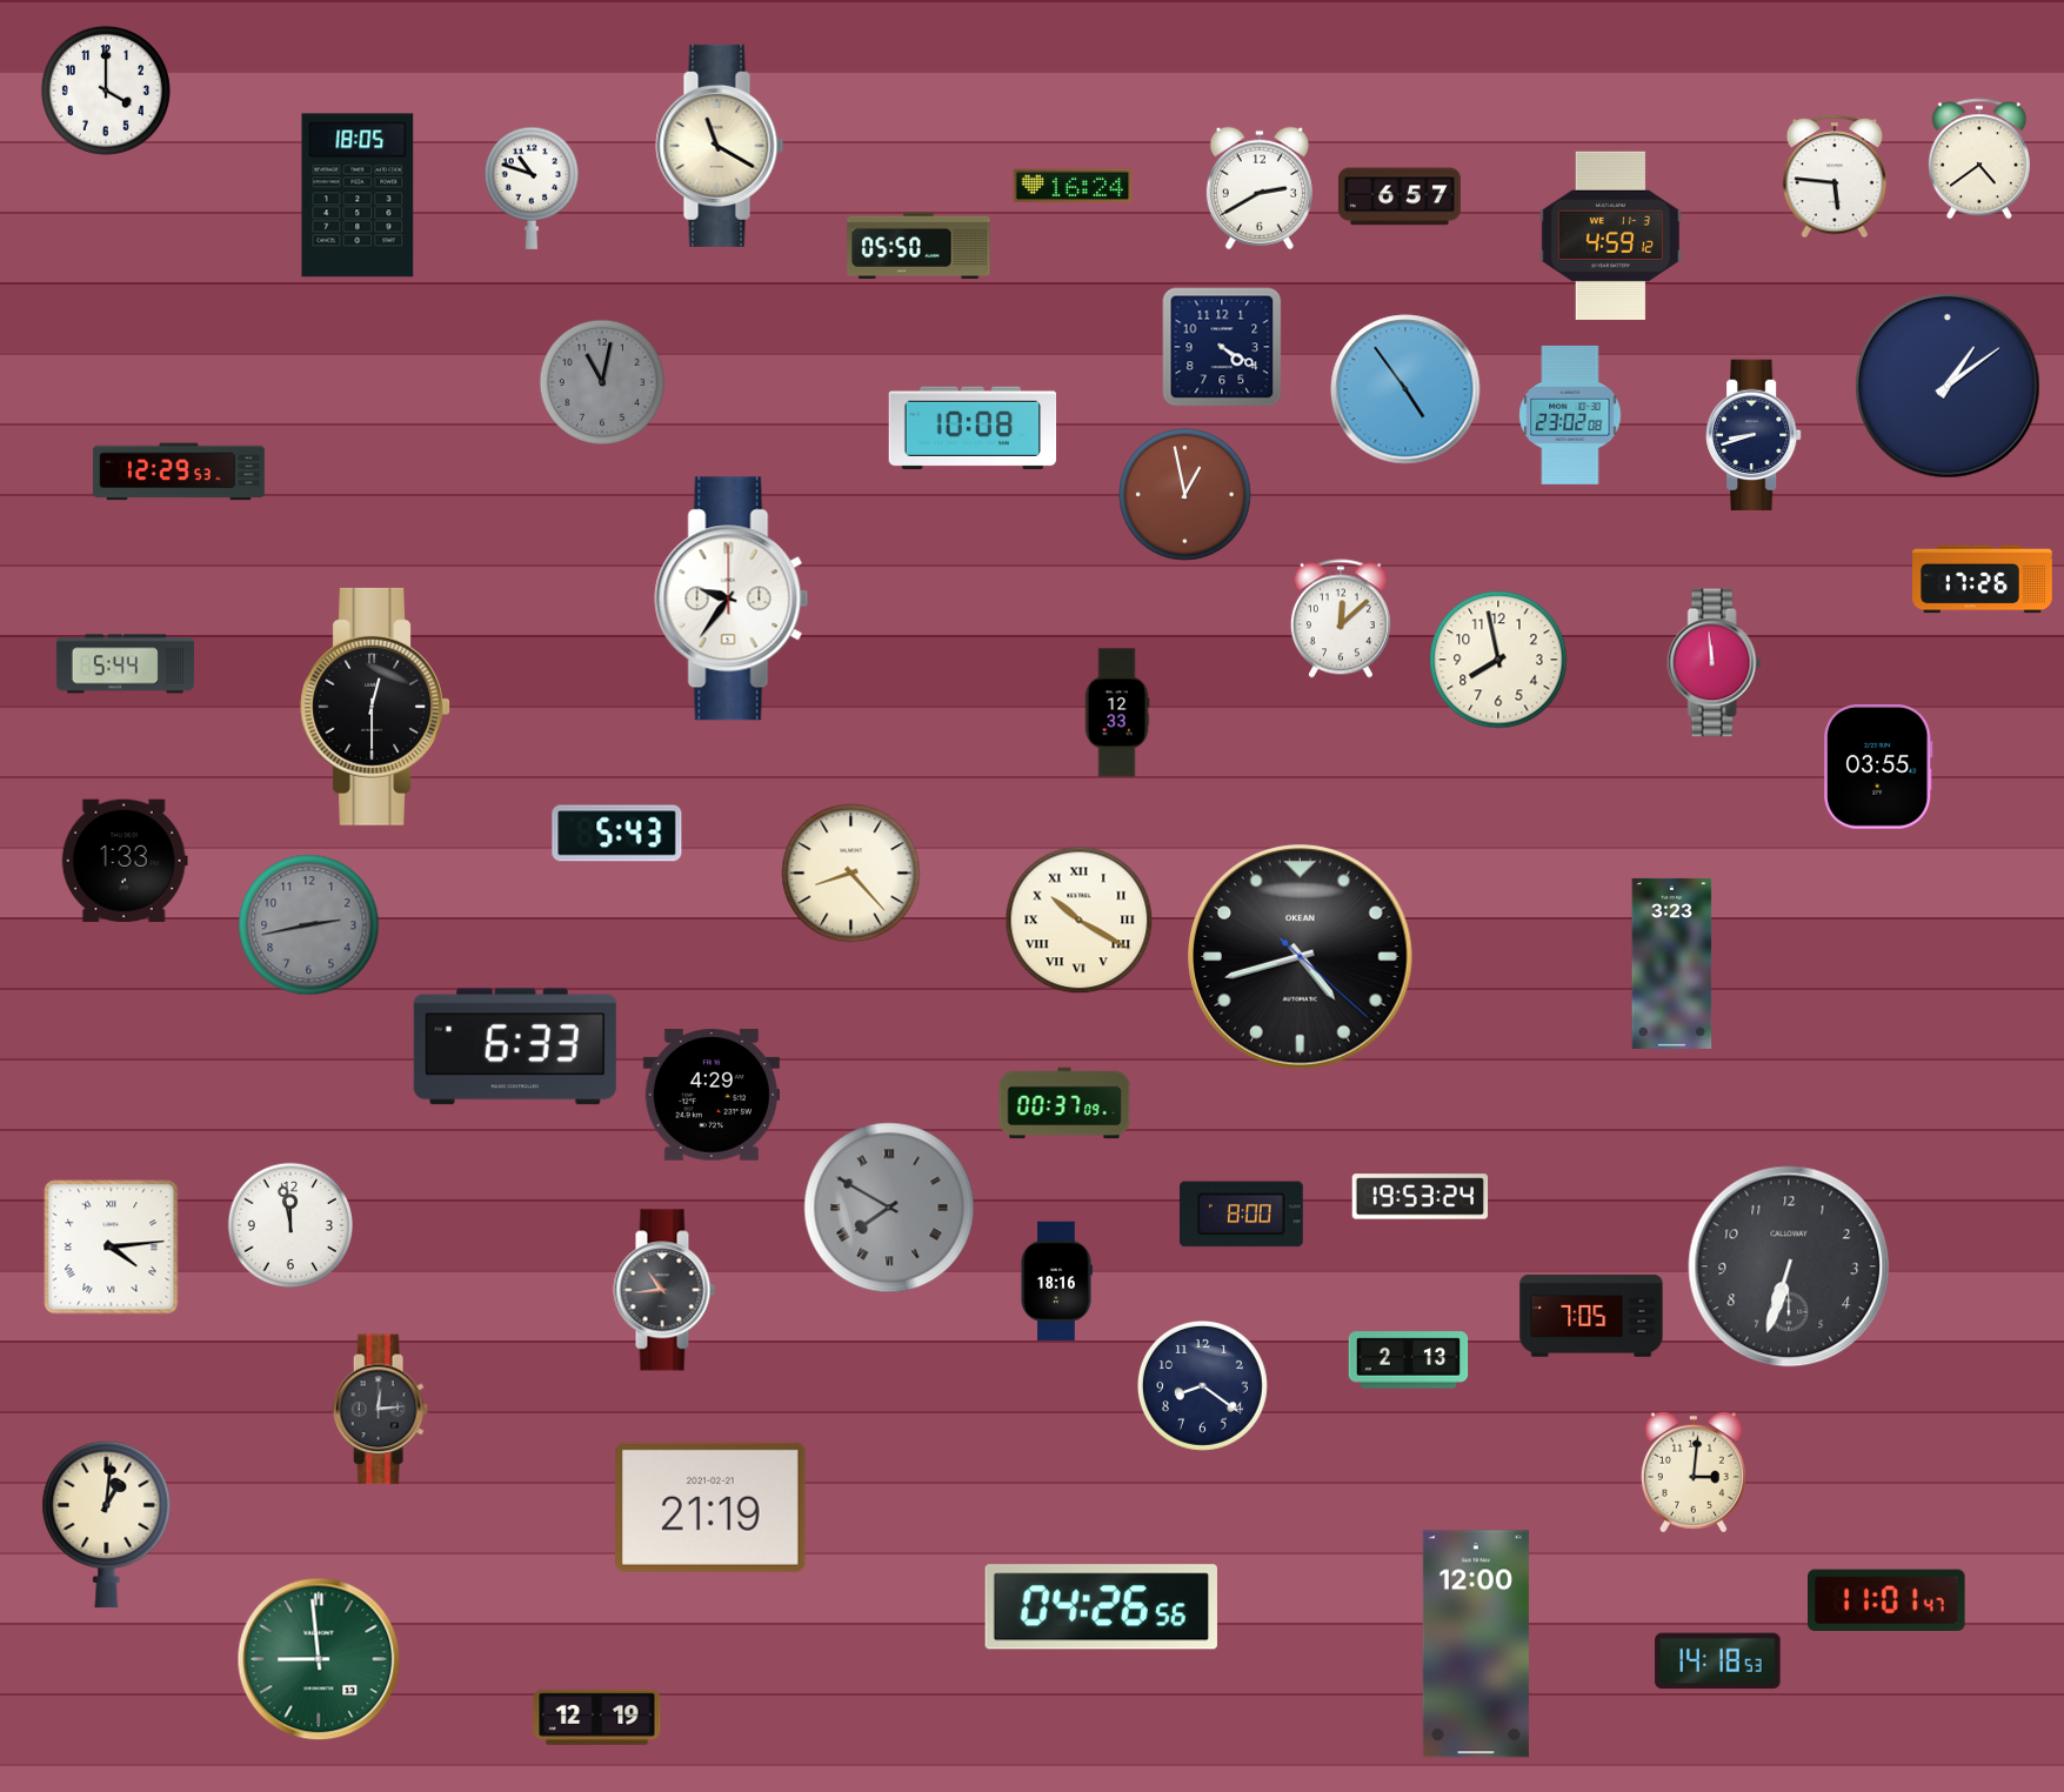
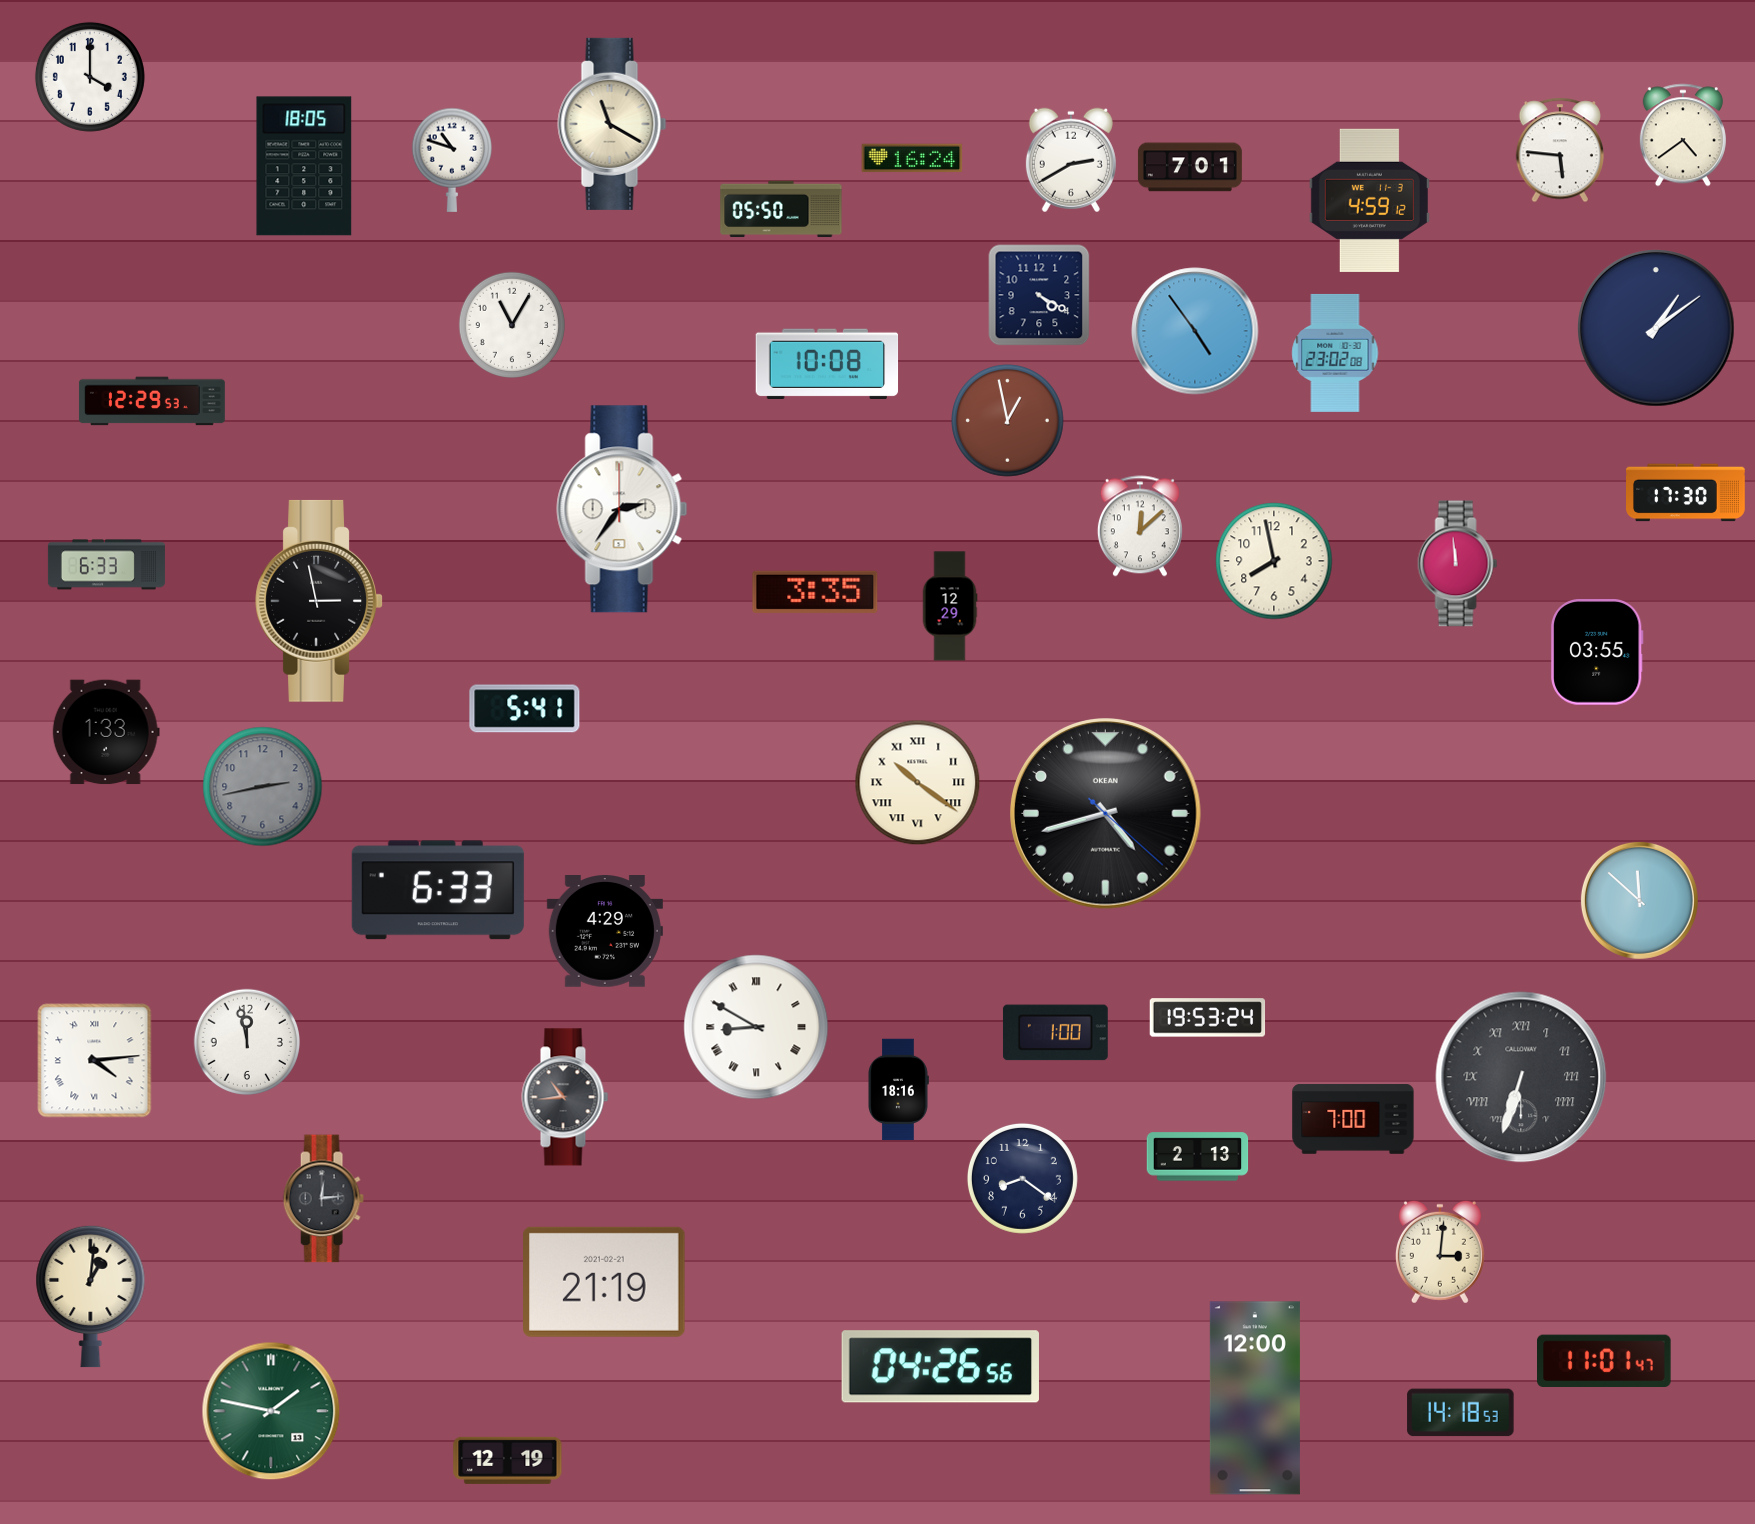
clock at (1400, 196): 6:57 -> 7:01
clock at (601, 381): 11:02 -> 11:05
clock at (601, 381) dial: grey -> white
clock at (1755, 435): 8:42 -> none
clock at (1983, 580): 17:26 -> 17:30
clock at (732, 599): 9:36 -> 2:36
clock at (125, 664): 5:44 -> 6:33
clock at (815, 592): none -> 3:35
clock at (375, 707): 12:30 -> 2:58
clock at (1117, 713): 12:33 -> 12:29
clock at (617, 834): 5:43 -> 5:41
clock at (851, 874): 8:23 -> none
clock at (1080, 921): 10:20 -> 10:21
clock at (1672, 963): 3:23 -> none
clock at (1639, 900): none -> 11:52
clock at (1064, 1103): 00:37 -> none
clock at (889, 1208): 7:50 -> 8:50
clock at (889, 1208) dial: grey -> white
clock at (1241, 1215): 8:00 -> 1:00
clock at (1789, 1266) numerals: Arabic -> Roman
clock at (1591, 1316): 7:05 -> 7:00
clock at (1101, 1607) position: (1101, 1607) -> (940, 1367)
clock at (319, 1659): 8:59 -> 1:47
